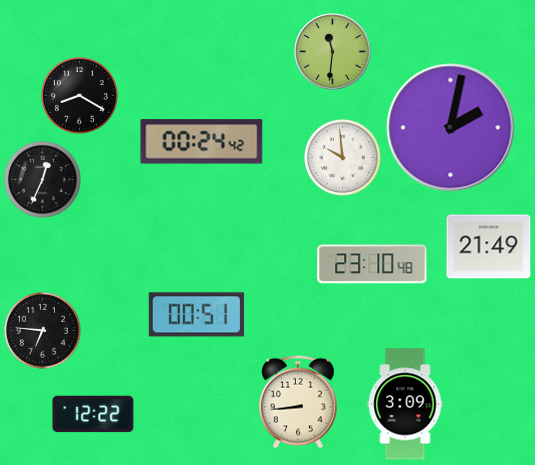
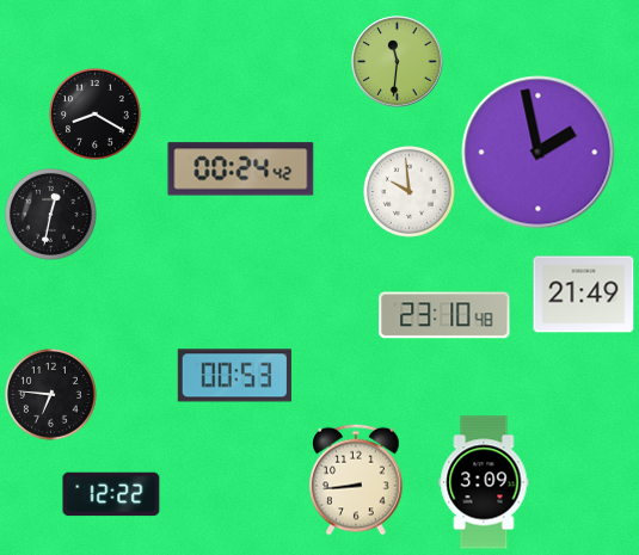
clock at (451, 128): 2:02 -> 1:58
clock at (343, 158) position: (343, 158) -> (410, 192)
clock at (43, 180): 12:34 -> 12:32
clock at (196, 315): 00:51 -> 00:53
